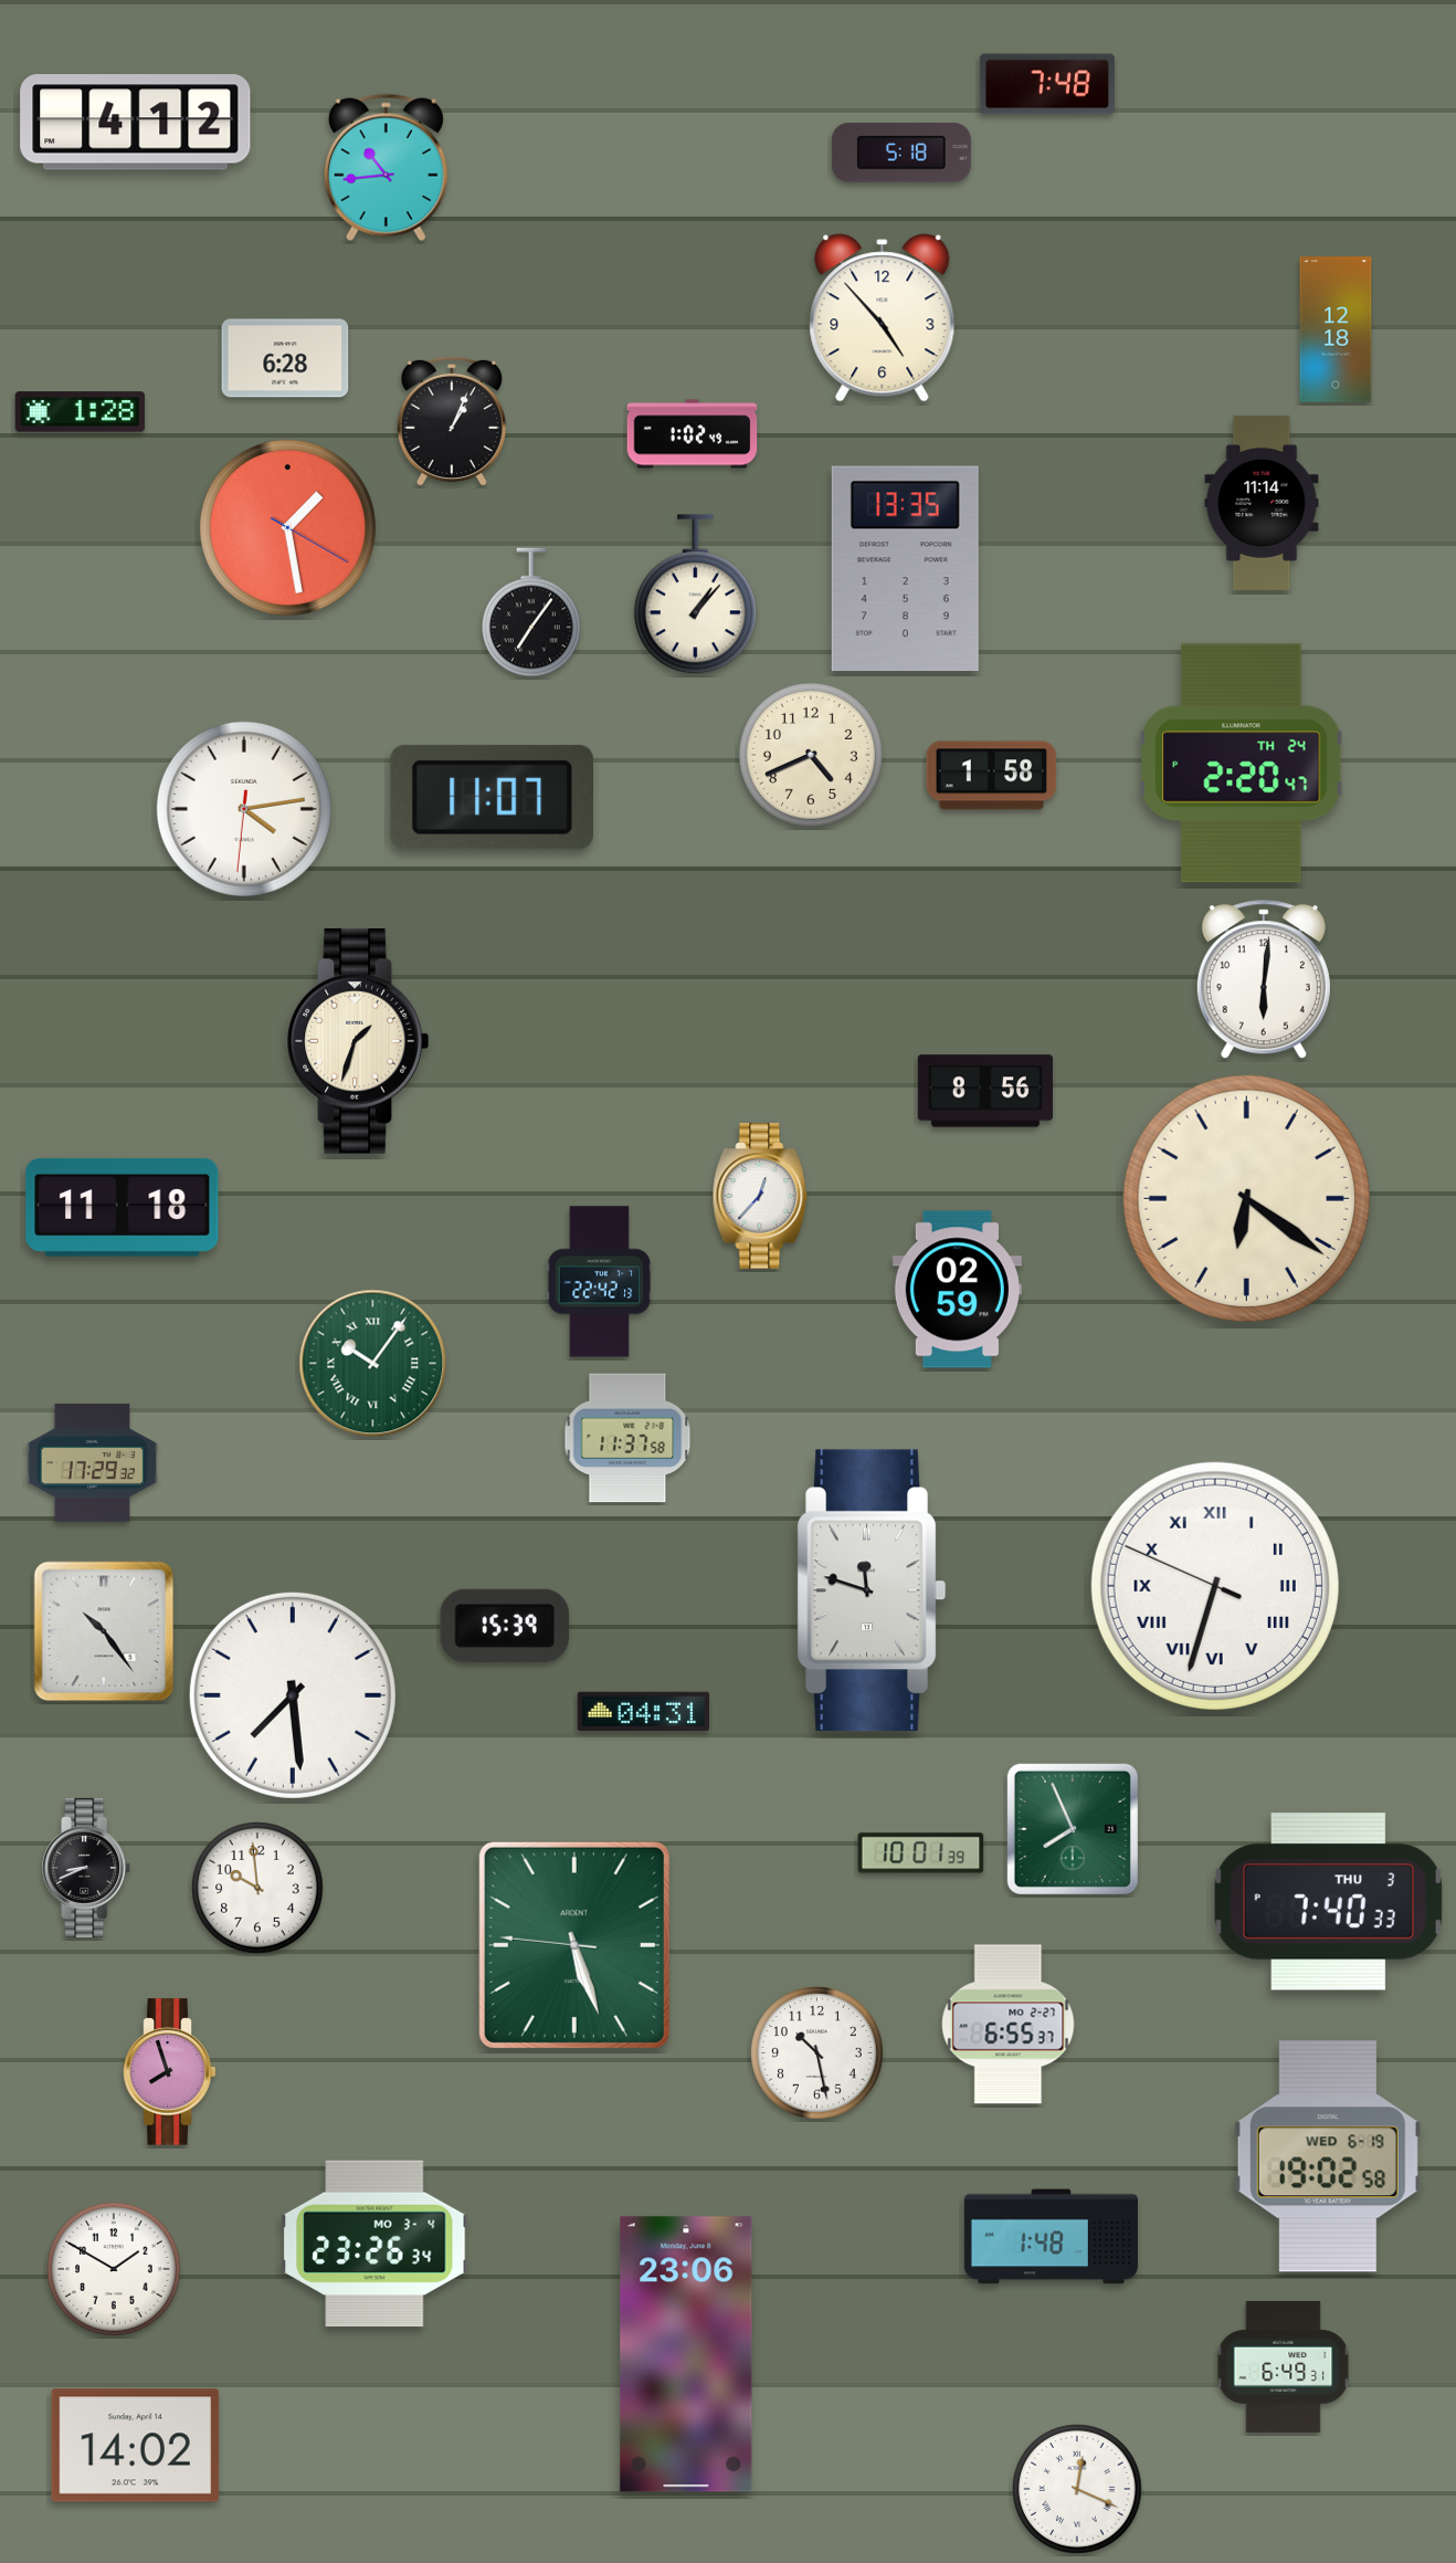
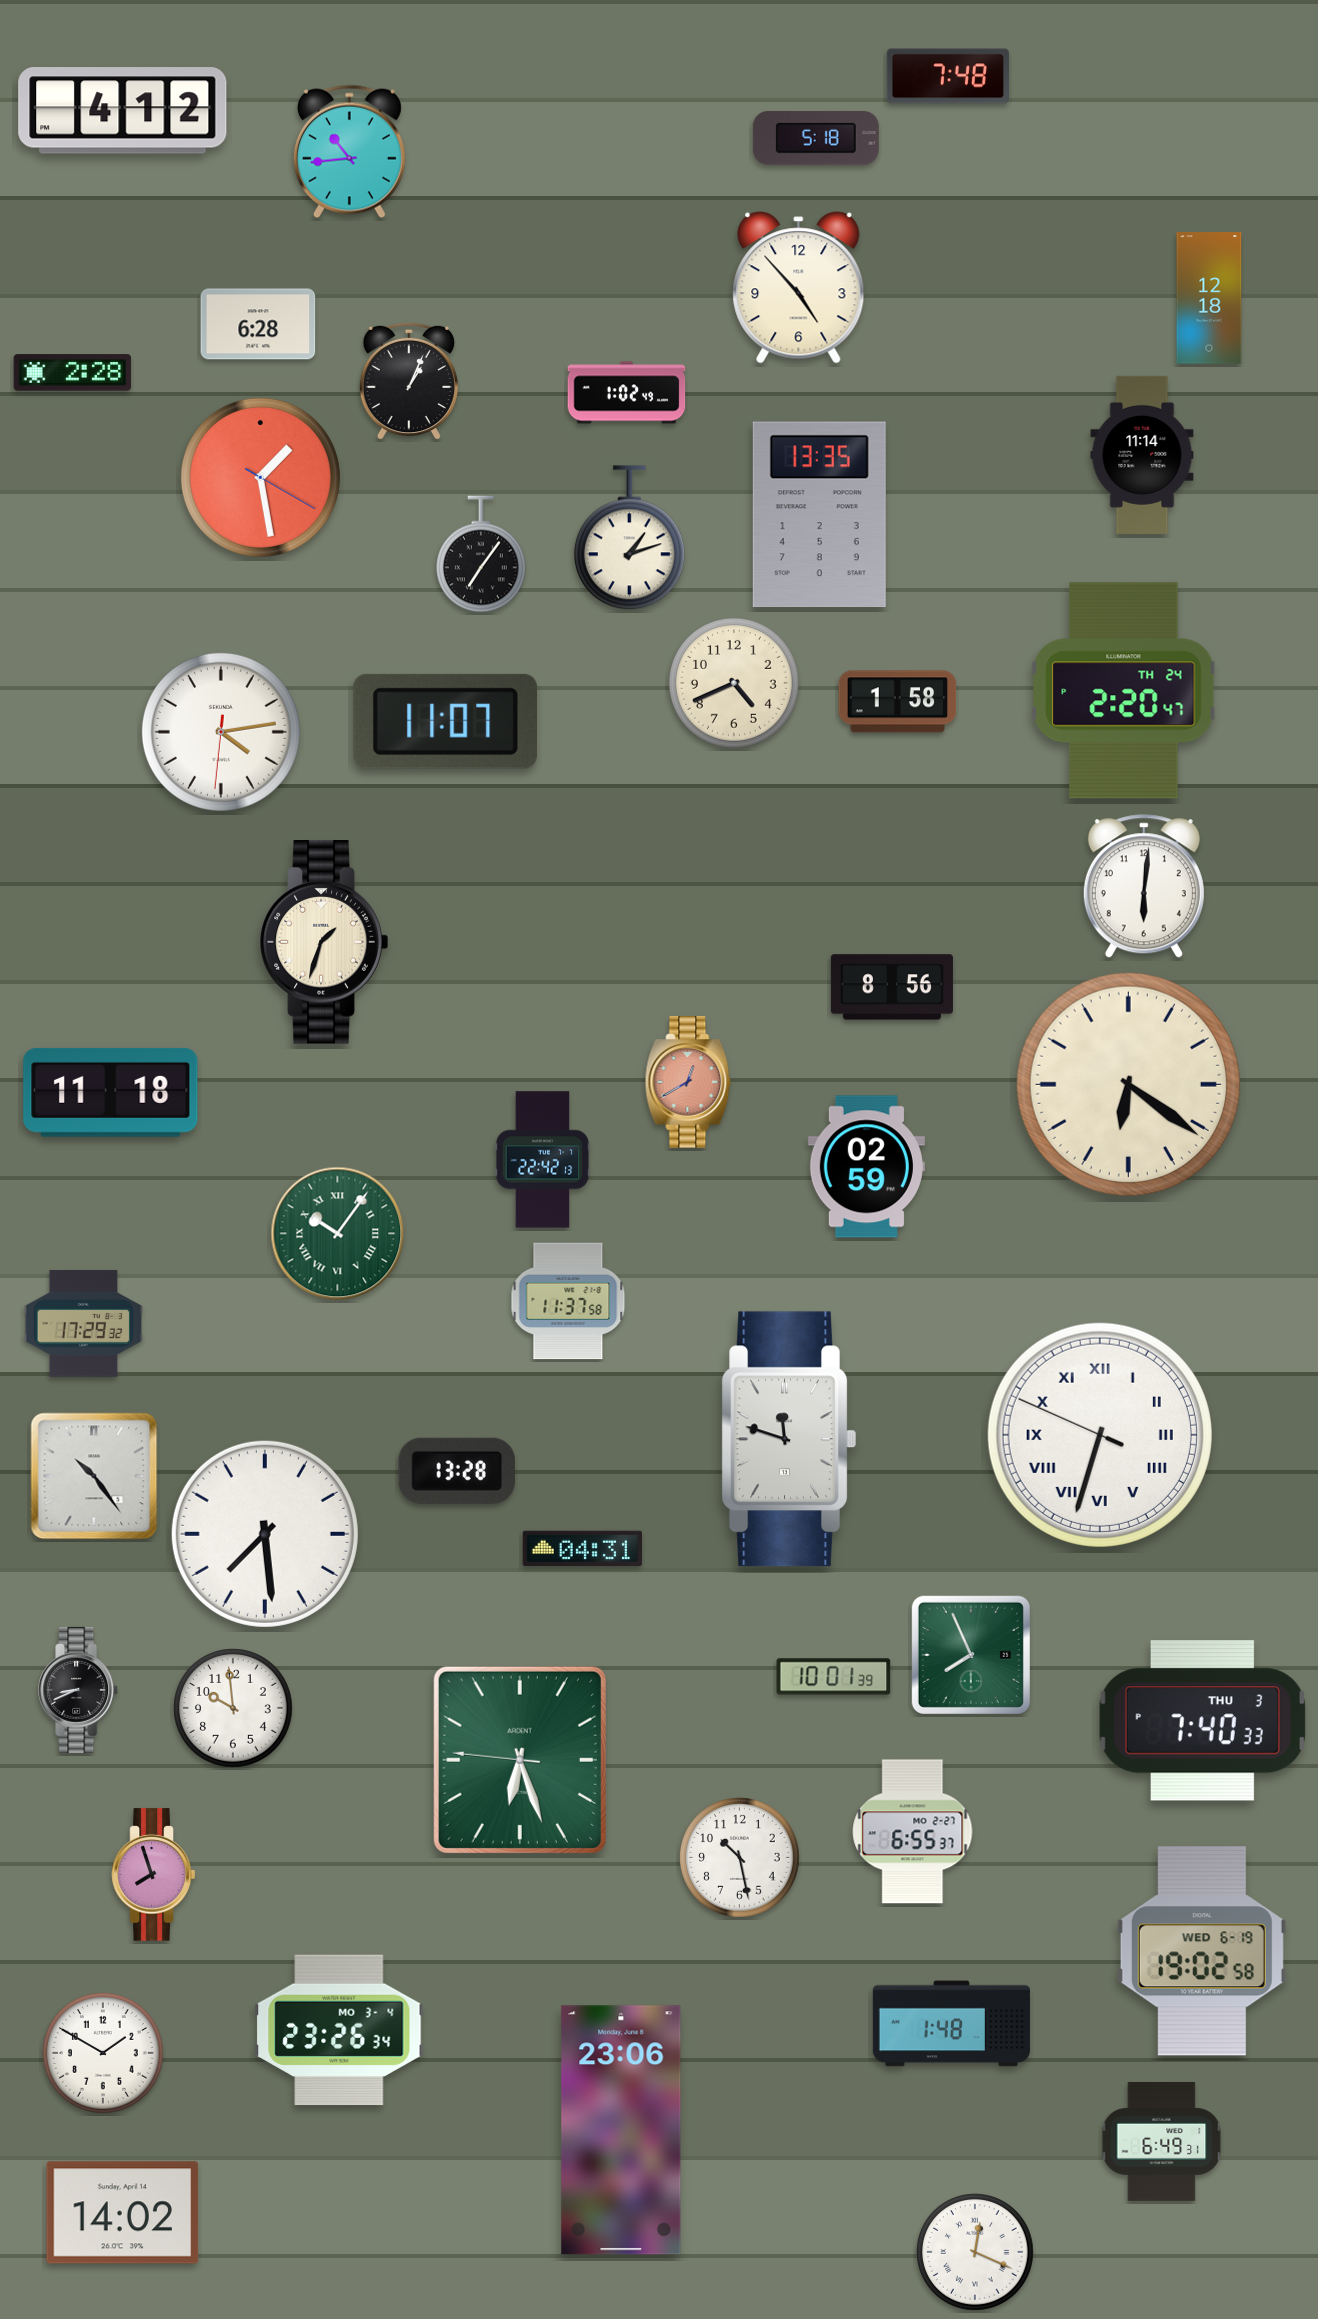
clock at (81, 412): 1:28 -> 2:28
clock at (695, 595): 1:07 -> 1:12
clock at (760, 1196): 12:37 -> 12:40
clock at (760, 1196) dial: white -> salmon
clock at (504, 1626): 15:39 -> 13:28
clock at (574, 1945): 5:26 -> 6:26
